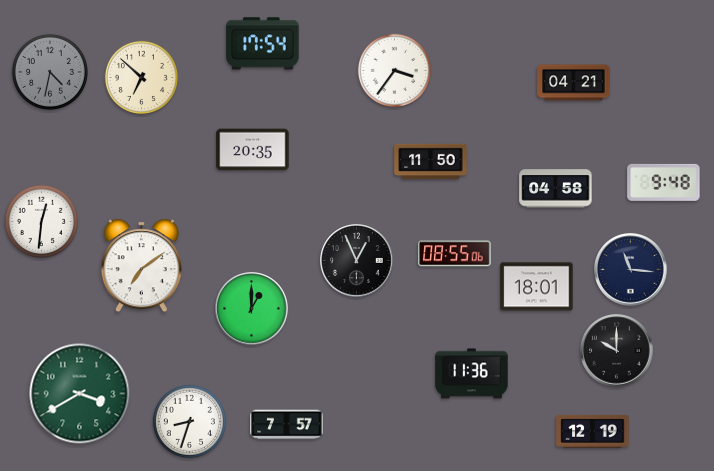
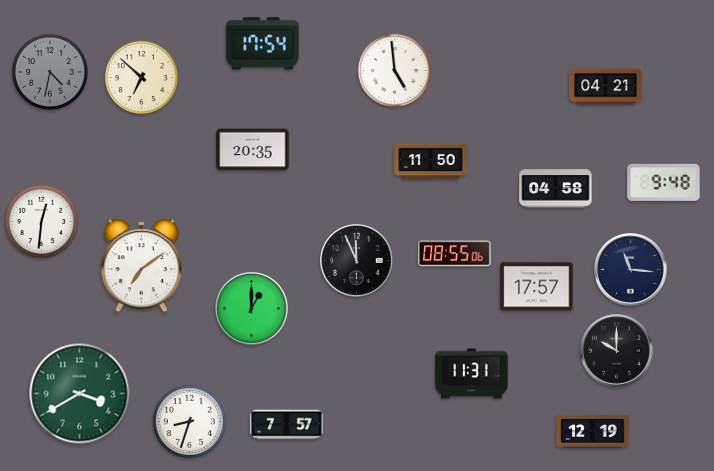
clock at (394, 70): 3:36 -> 4:59
clock at (574, 83) position: (574, 83) -> (606, 87)
clock at (357, 261): 12:56 -> 11:56
clock at (537, 287): 18:01 -> 17:57
clock at (472, 374): 11:36 -> 11:31
